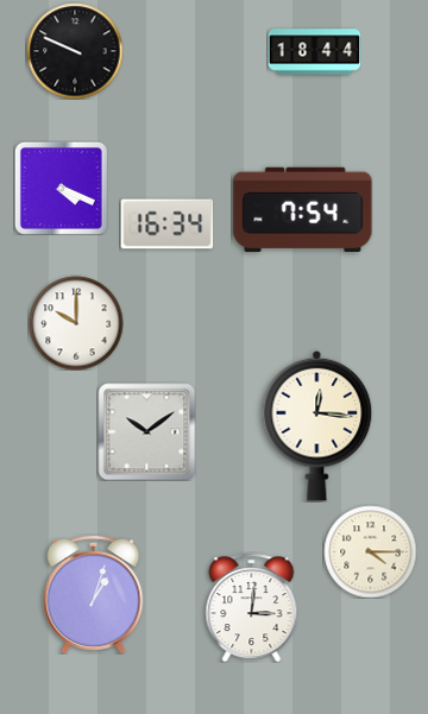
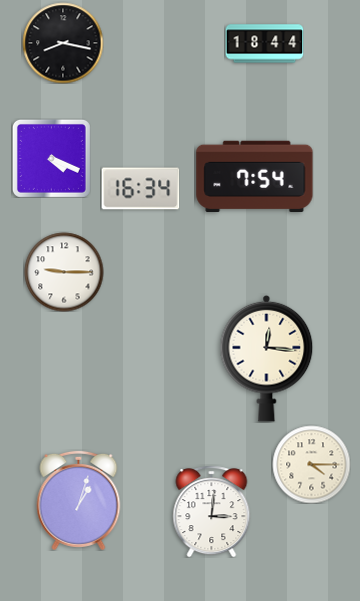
clock at (75, 51): 9:49 -> 8:17
clock at (76, 323): 10:00 -> 9:15
clock at (146, 431): 10:09 -> none
